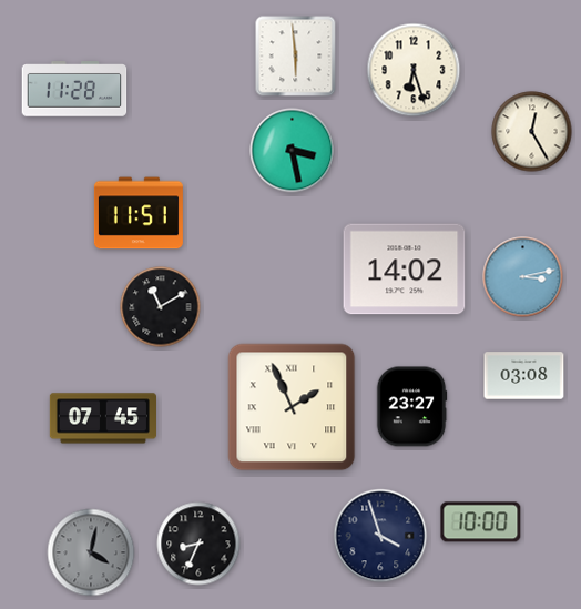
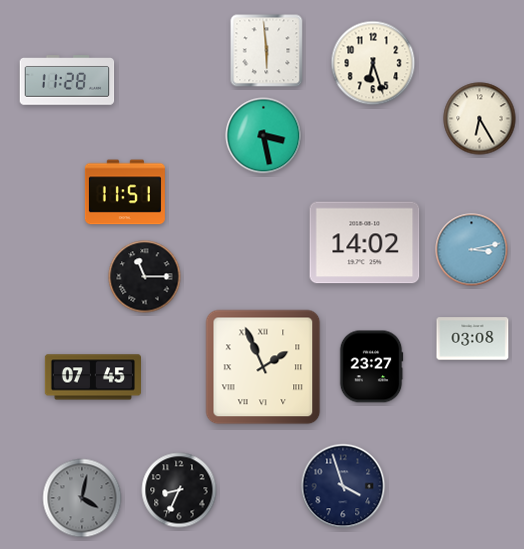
clock at (532, 132): 12:25 -> 6:25
clock at (161, 307): 11:10 -> 11:15
clock at (481, 522): 10:00 -> none
clock at (380, 536) position: (380, 536) -> (343, 486)
